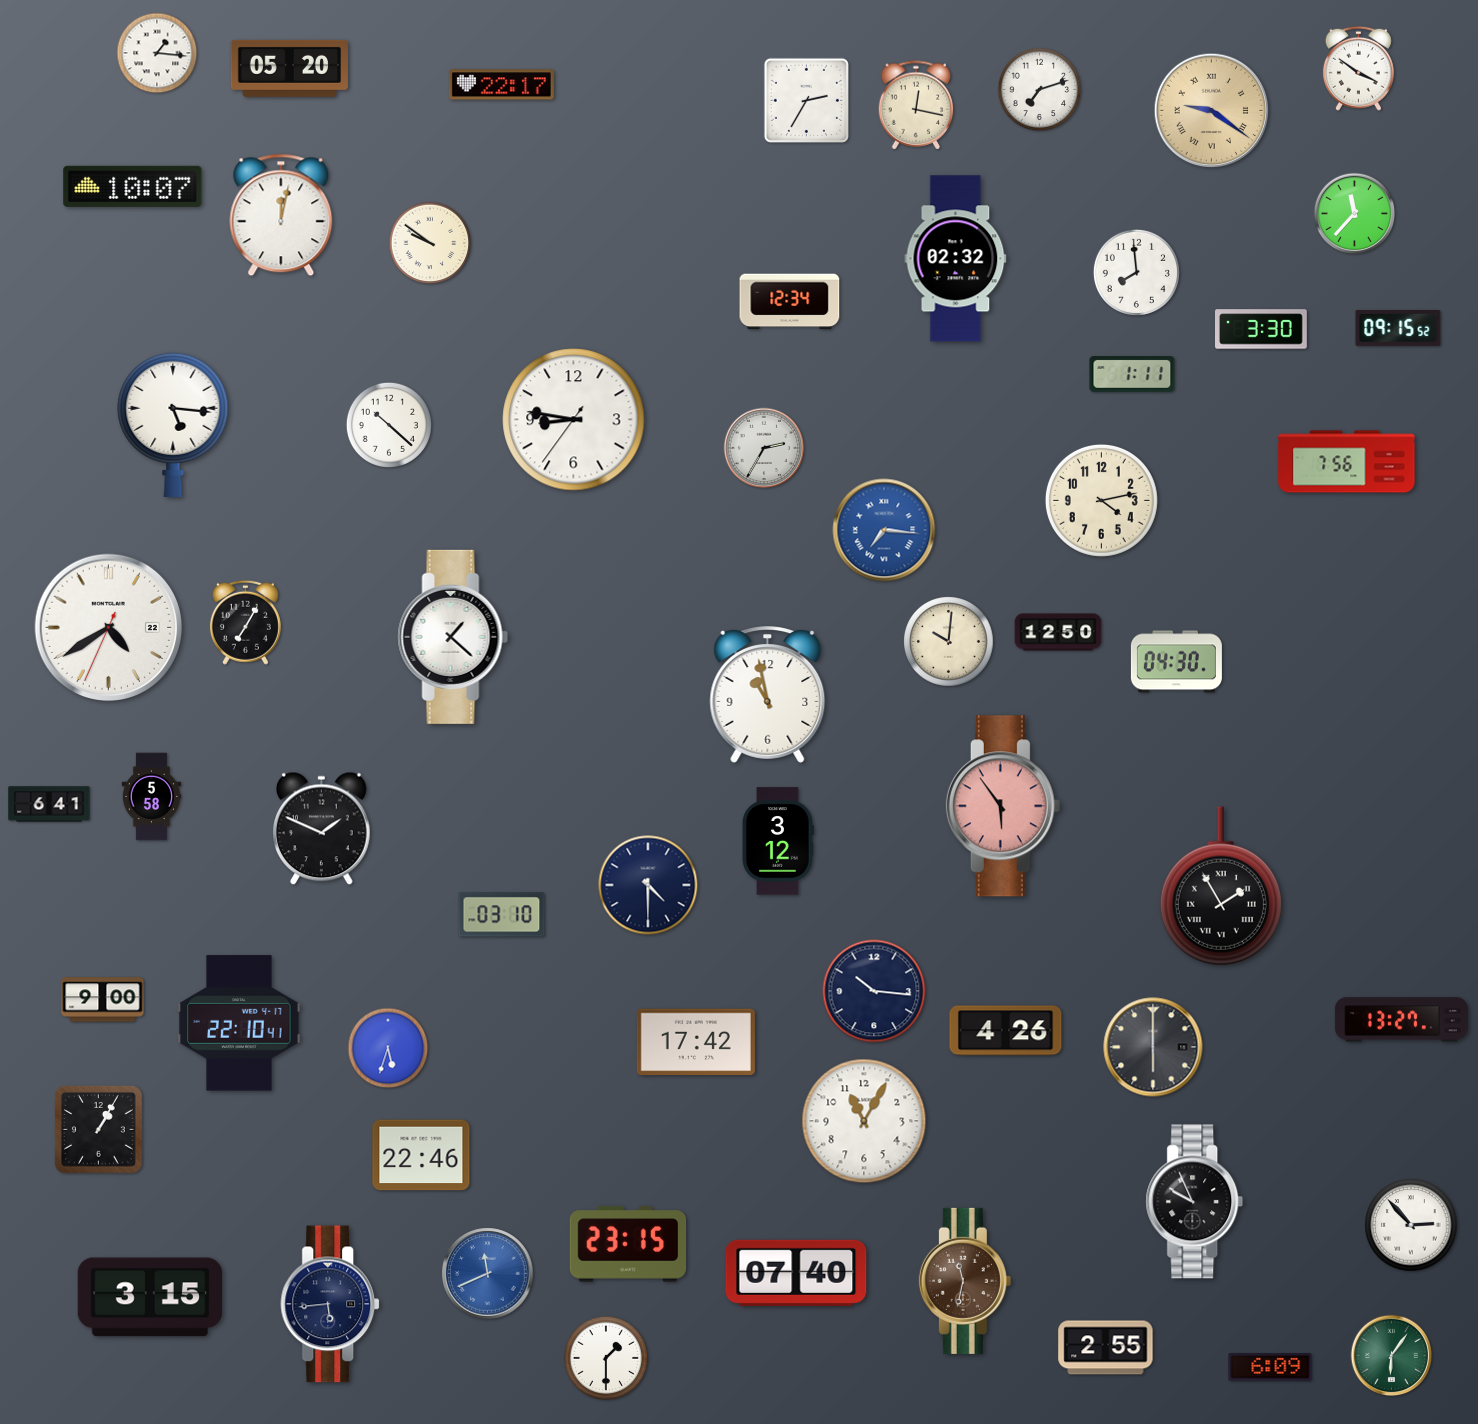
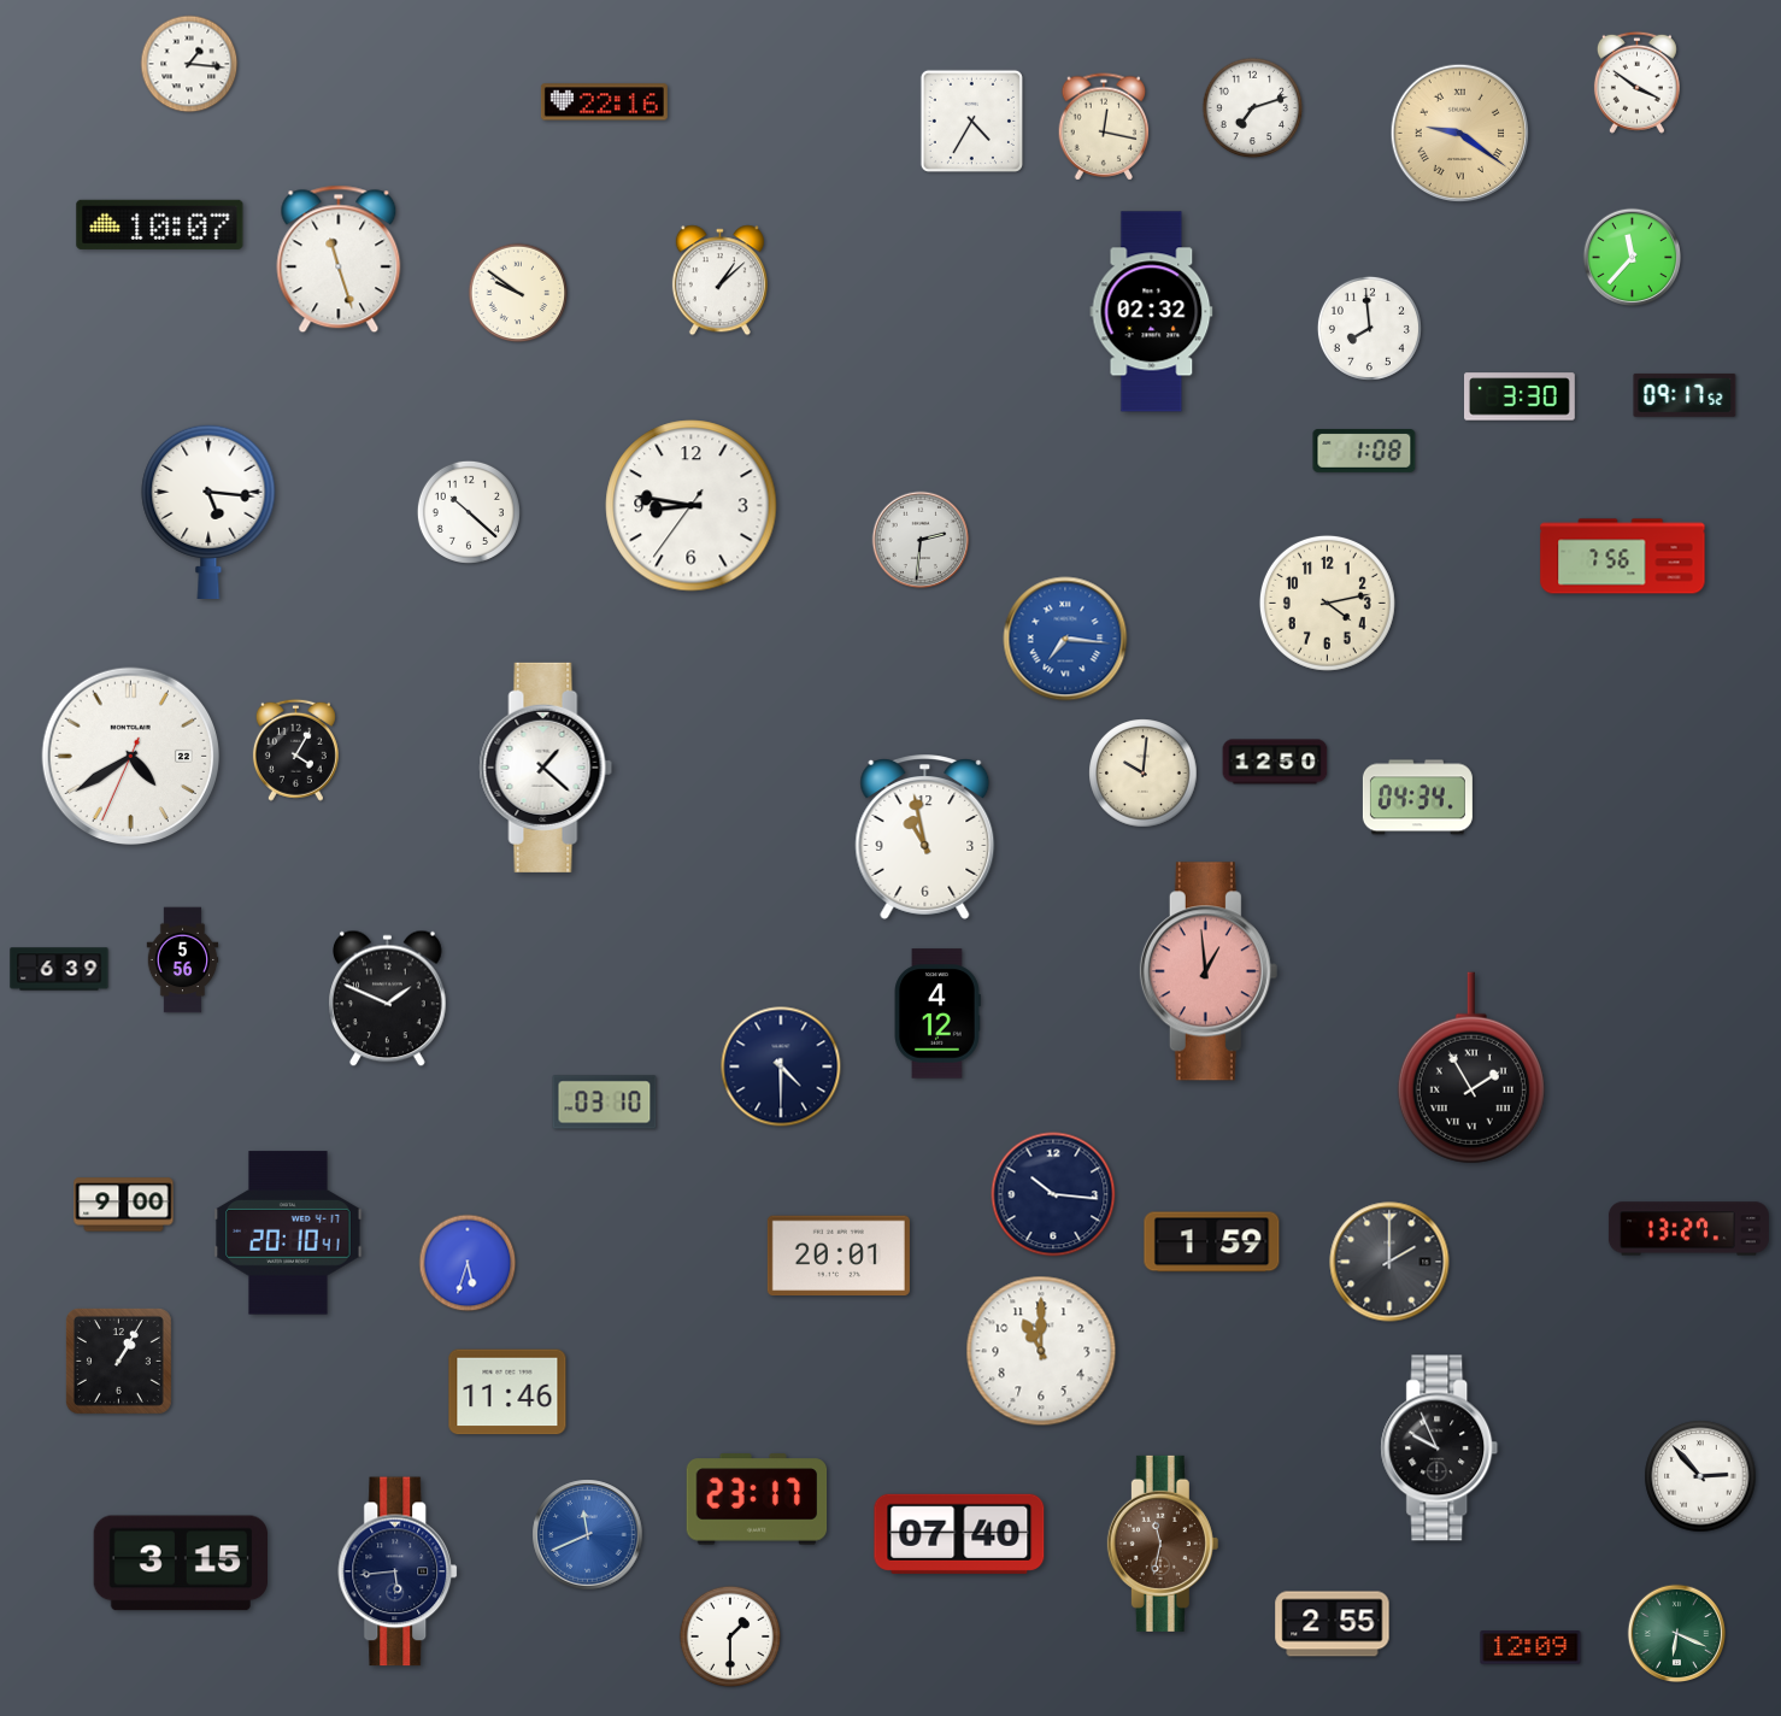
clock at (289, 68): 05:20 -> none
clock at (501, 85): 22:17 -> 22:16
clock at (806, 100): 2:35 -> 4:35
clock at (281, 215): 12:02 -> 11:27
clock at (719, 281): none -> 1:08
clock at (790, 302): 12:34 -> none
clock at (1398, 328): 09:15 -> 09:17
clock at (1132, 375): 1:11 -> 1:08
clock at (764, 448): 2:35 -> 2:31
clock at (245, 622): 7:05 -> 4:05
clock at (1176, 662): 04:30 -> 04:34
clock at (152, 797): 5:58 -> 5:56
clock at (49, 804): 6:41 -> 6:39
clock at (1003, 806): 5:54 -> 12:59
clock at (778, 841): 3:12 -> 4:12
clock at (239, 1023): 22:10 -> 20:10
clock at (1006, 1031): 4:26 -> 1:59
clock at (696, 1042): 17:42 -> 20:01
clock at (1153, 1047): 6:00 -> 2:00
clock at (864, 1121): 11:05 -> 11:00
clock at (421, 1155): 22:46 -> 11:46
clock at (628, 1244): 23:15 -> 23:17
clock at (1392, 1356): 6:06 -> 6:19
clock at (1270, 1367): 6:09 -> 12:09
